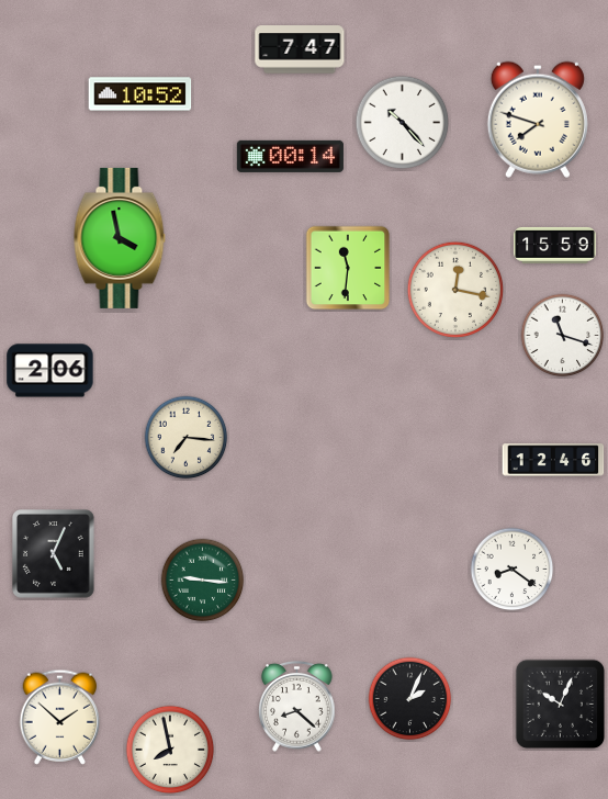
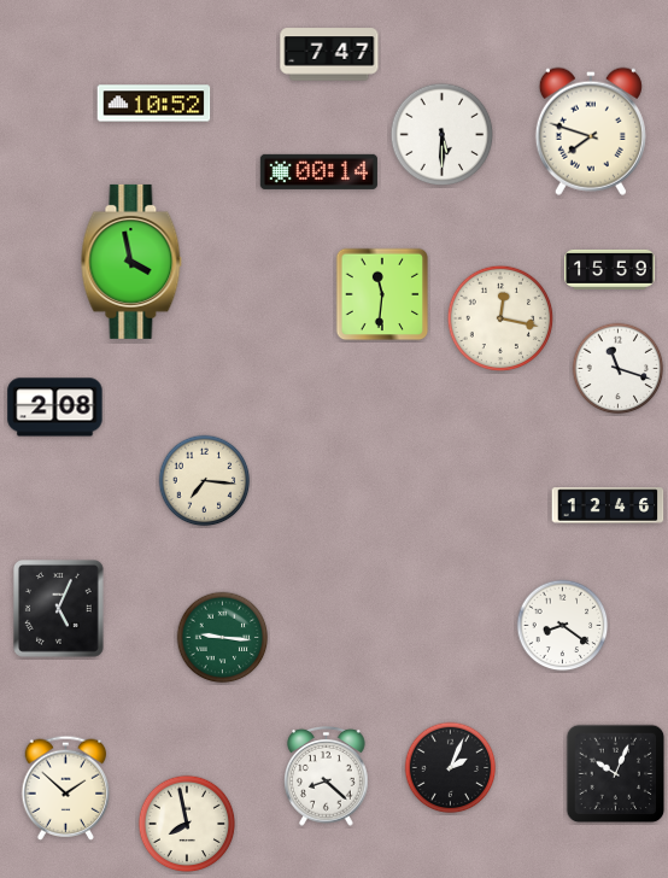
clock at (403, 123): 10:23 -> 5:30
clock at (50, 371): 2:06 -> 2:08
